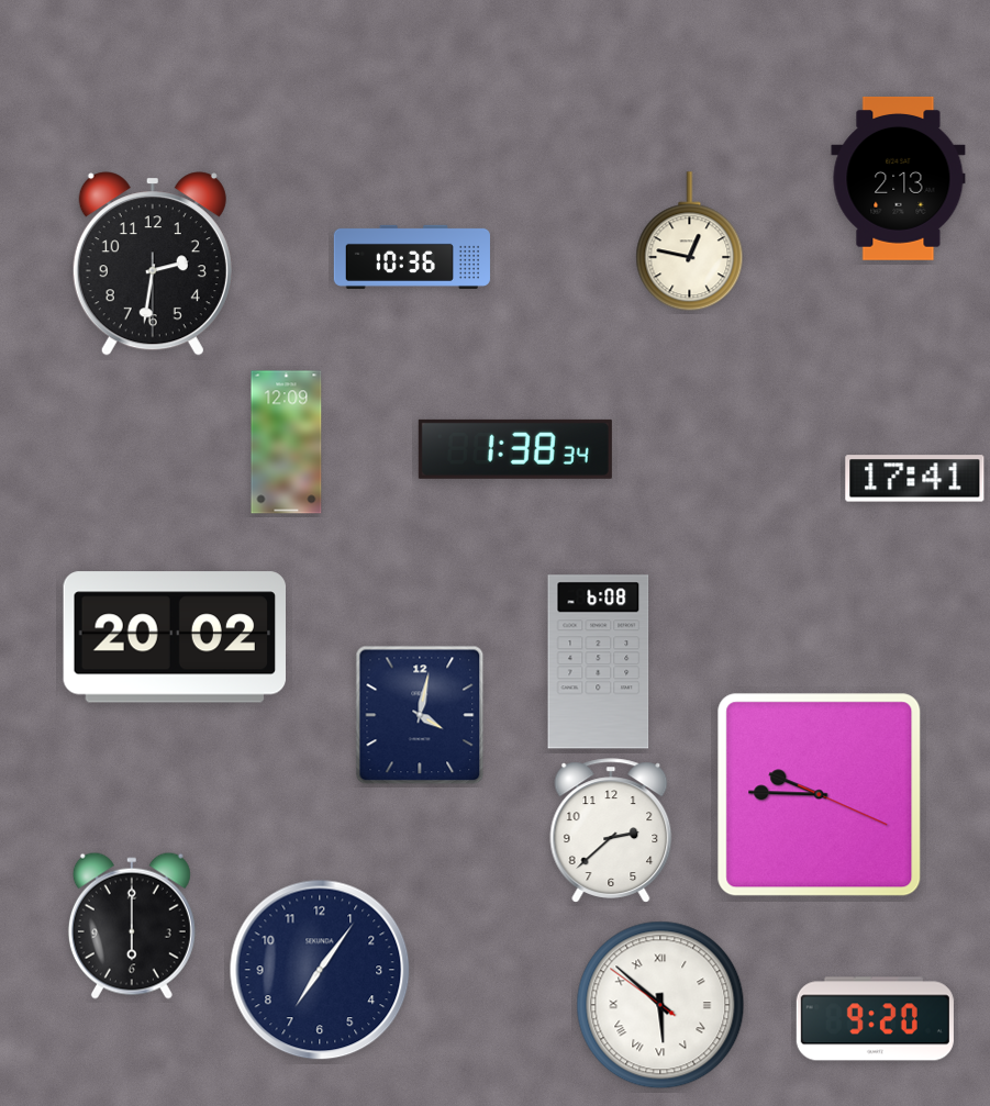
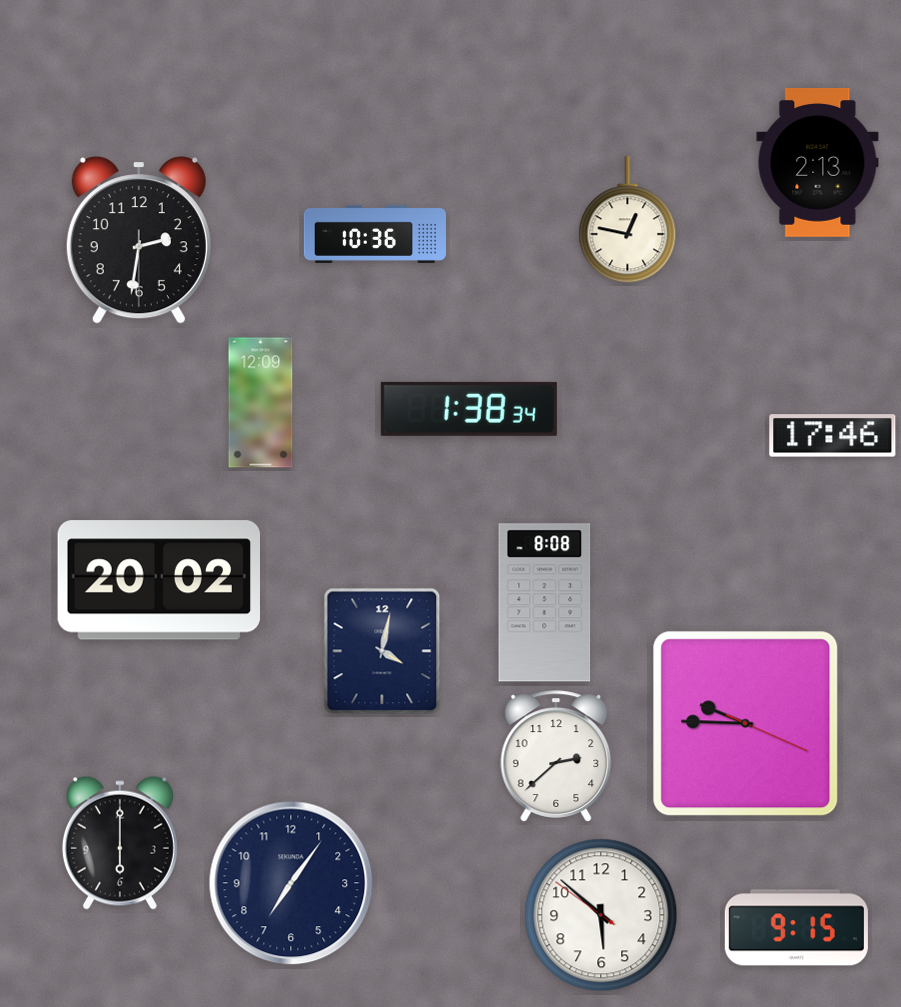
clock at (915, 479): 17:41 -> 17:46
clock at (599, 662): 6:08 -> 8:08
clock at (660, 1005) numerals: Roman -> Arabic
clock at (875, 1019): 9:20 -> 9:15
